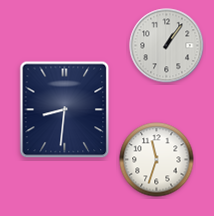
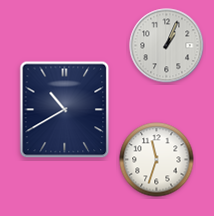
clock at (167, 46): 1:06 -> 1:04
clock at (65, 110): 8:31 -> 10:40
